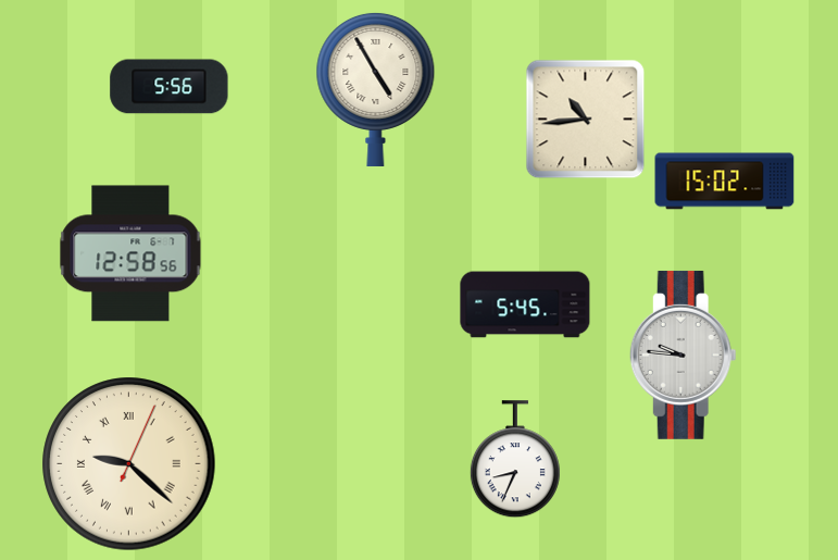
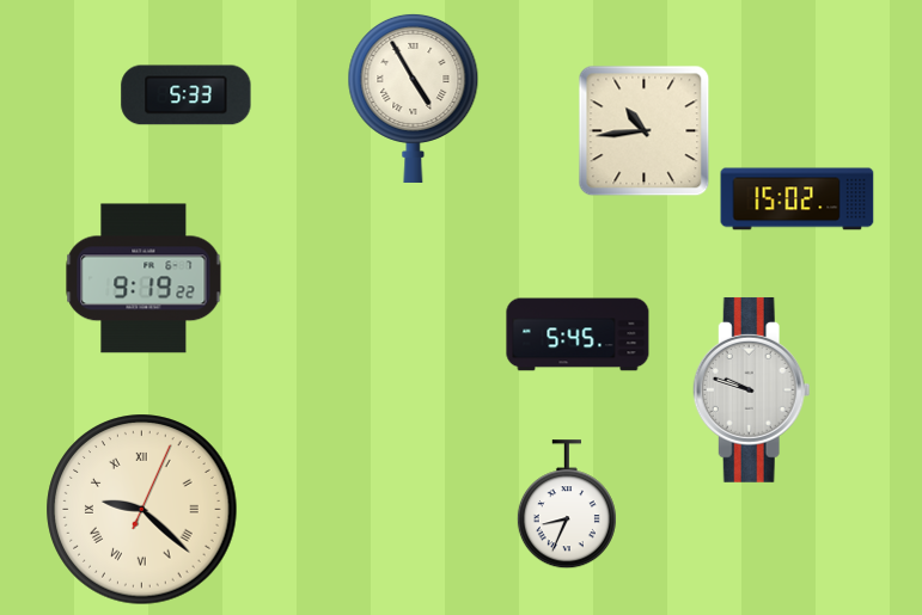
clock at (170, 87): 5:56 -> 5:33
clock at (130, 253): 12:58 -> 9:19
clock at (683, 354): 9:46 -> 9:48
